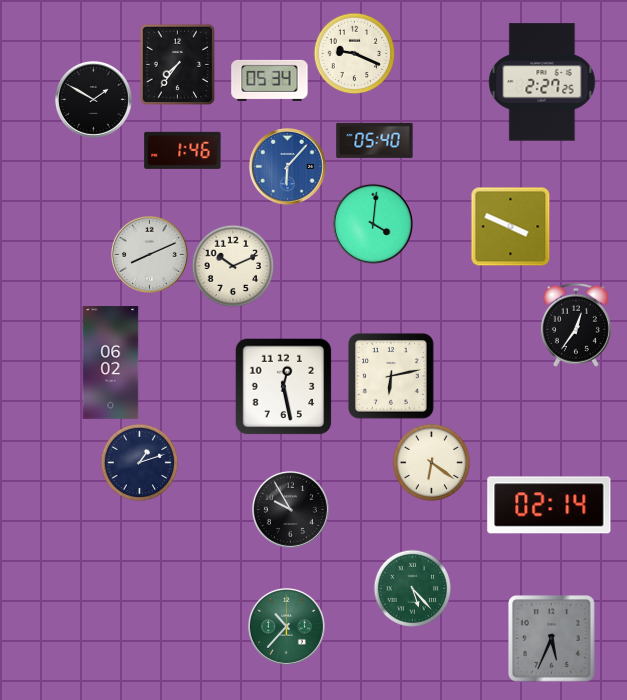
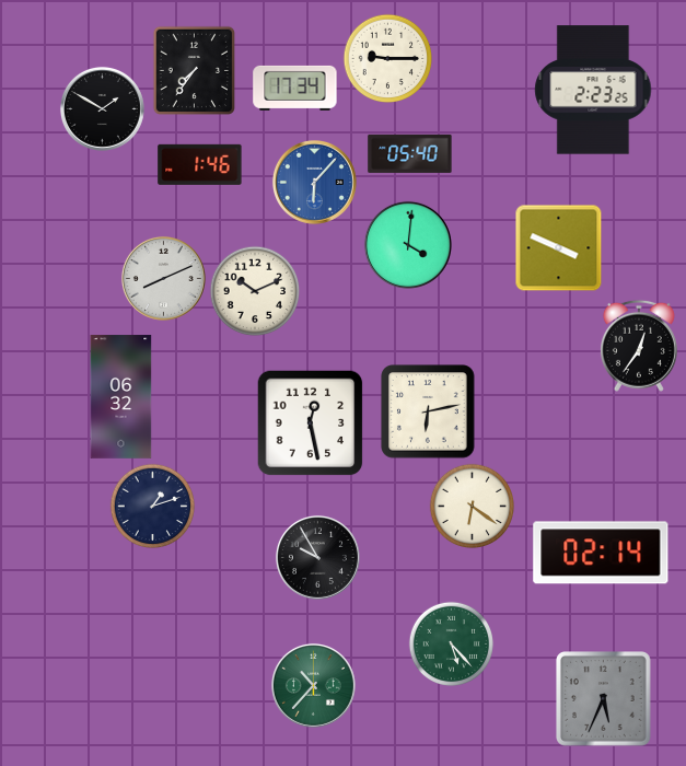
clock at (354, 53): 9:19 -> 9:15
clock at (270, 80): 05:34 -> 17:34
clock at (542, 82): 2:27 -> 2:23
clock at (576, 325) position: (576, 325) -> (639, 346)
clock at (111, 363): 06:02 -> 06:32
